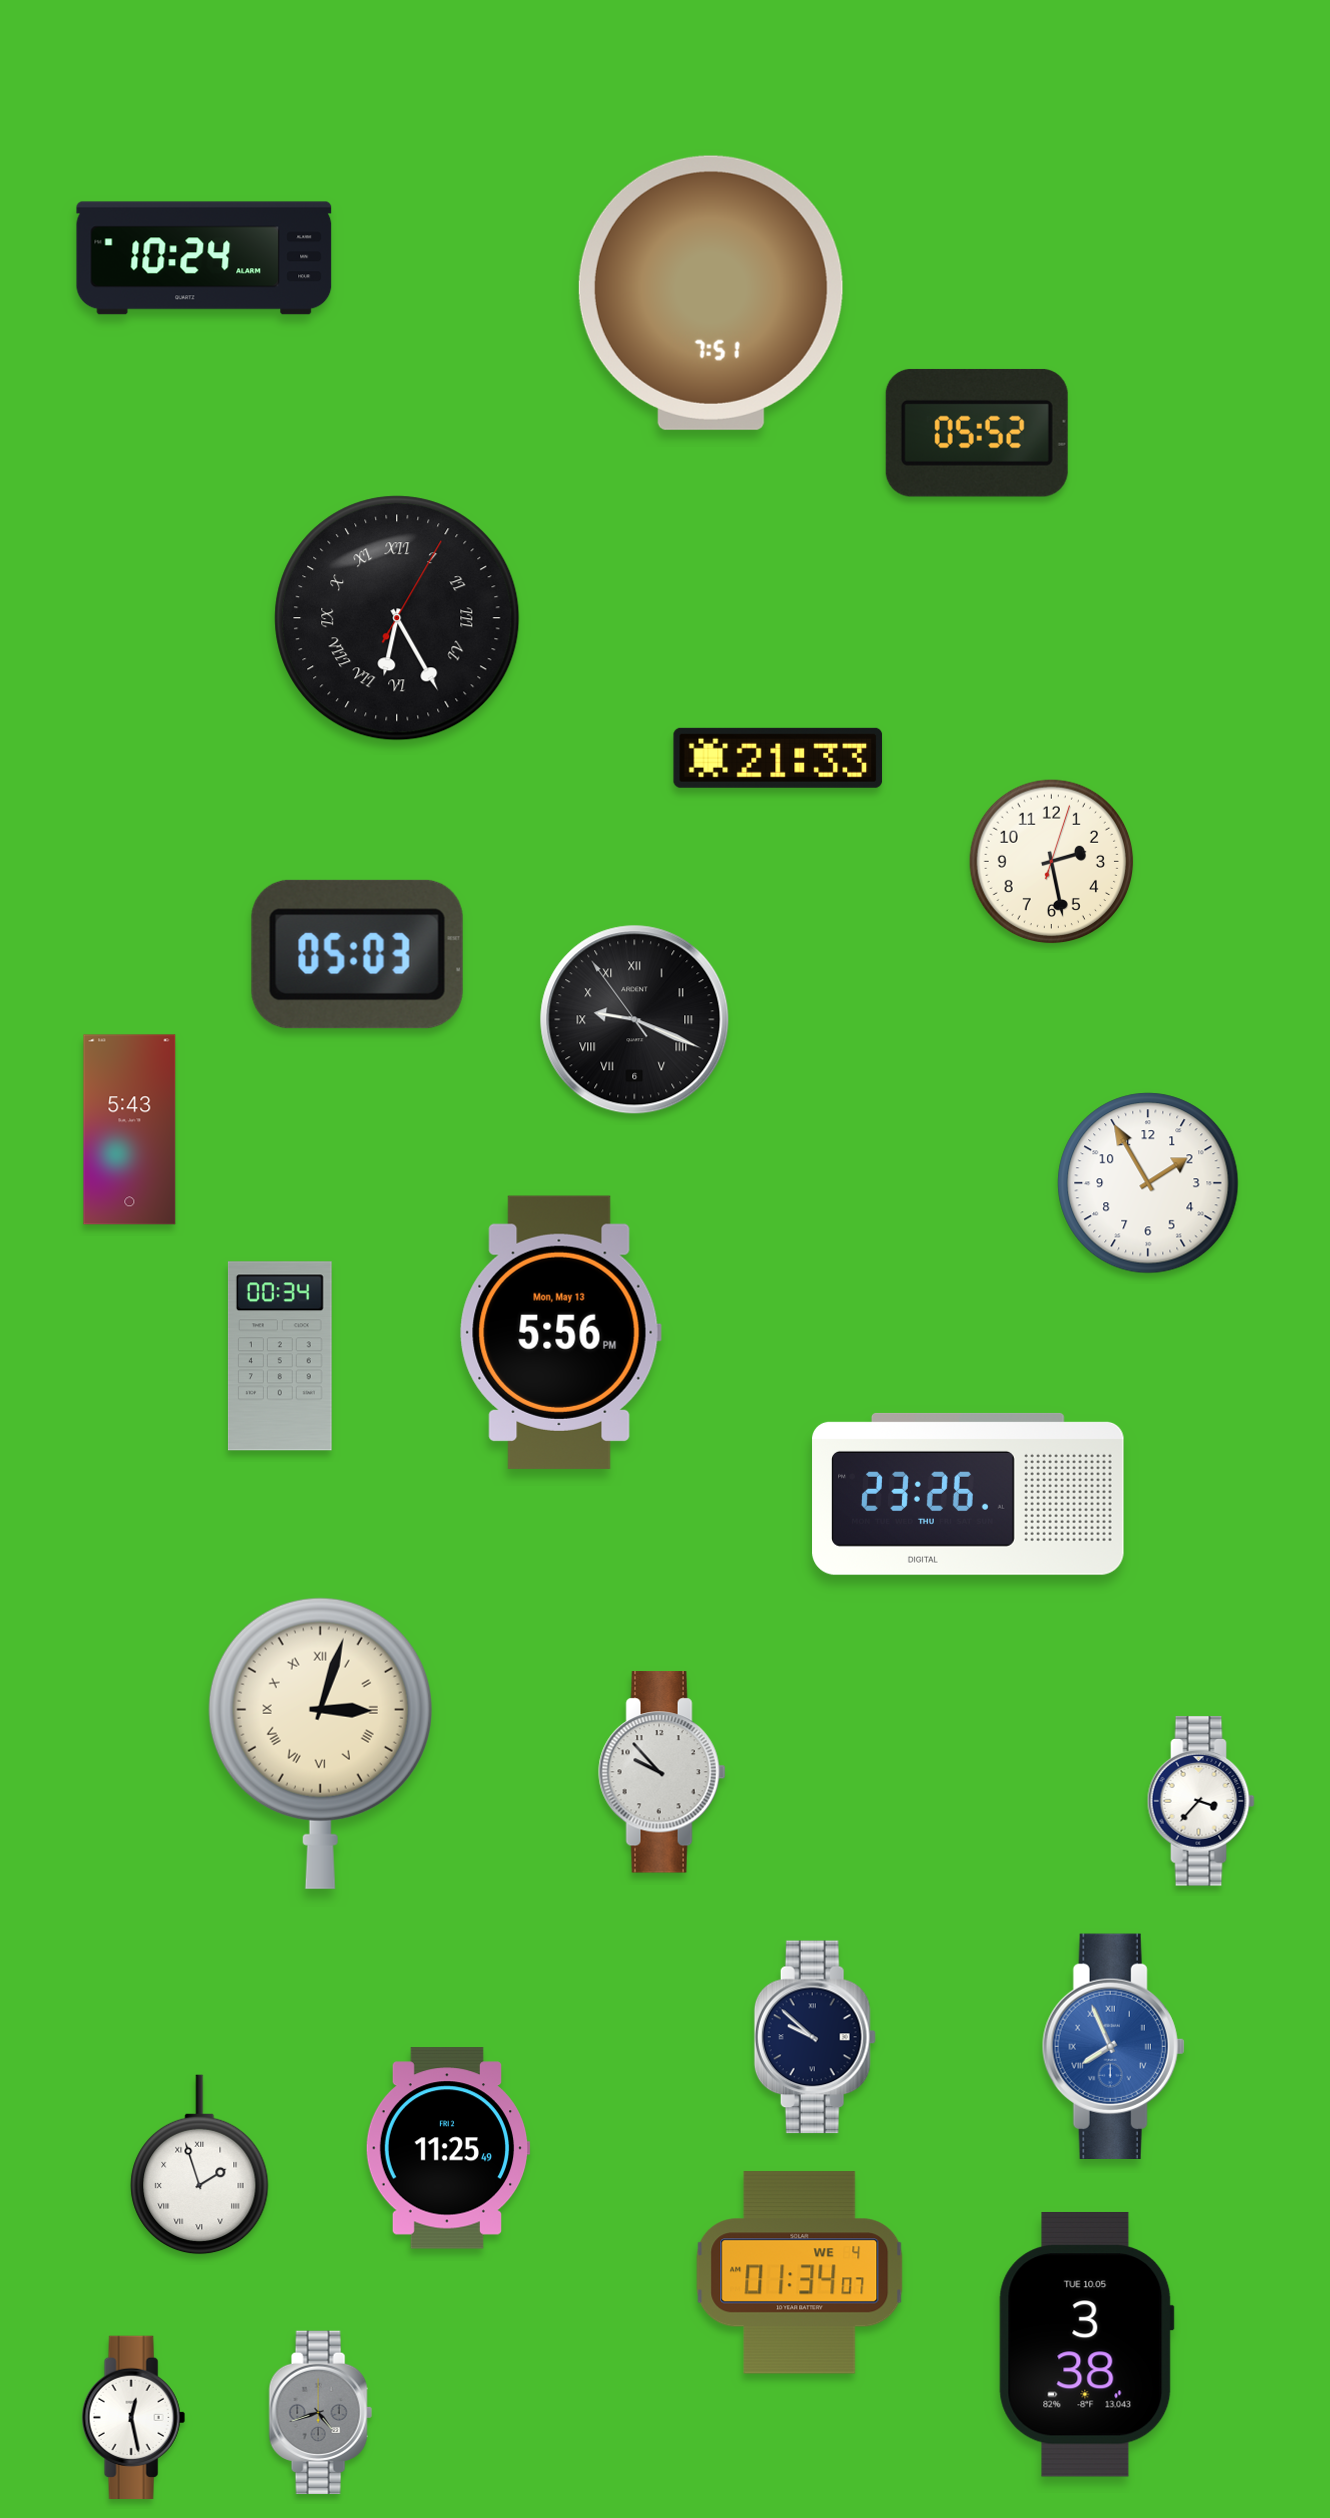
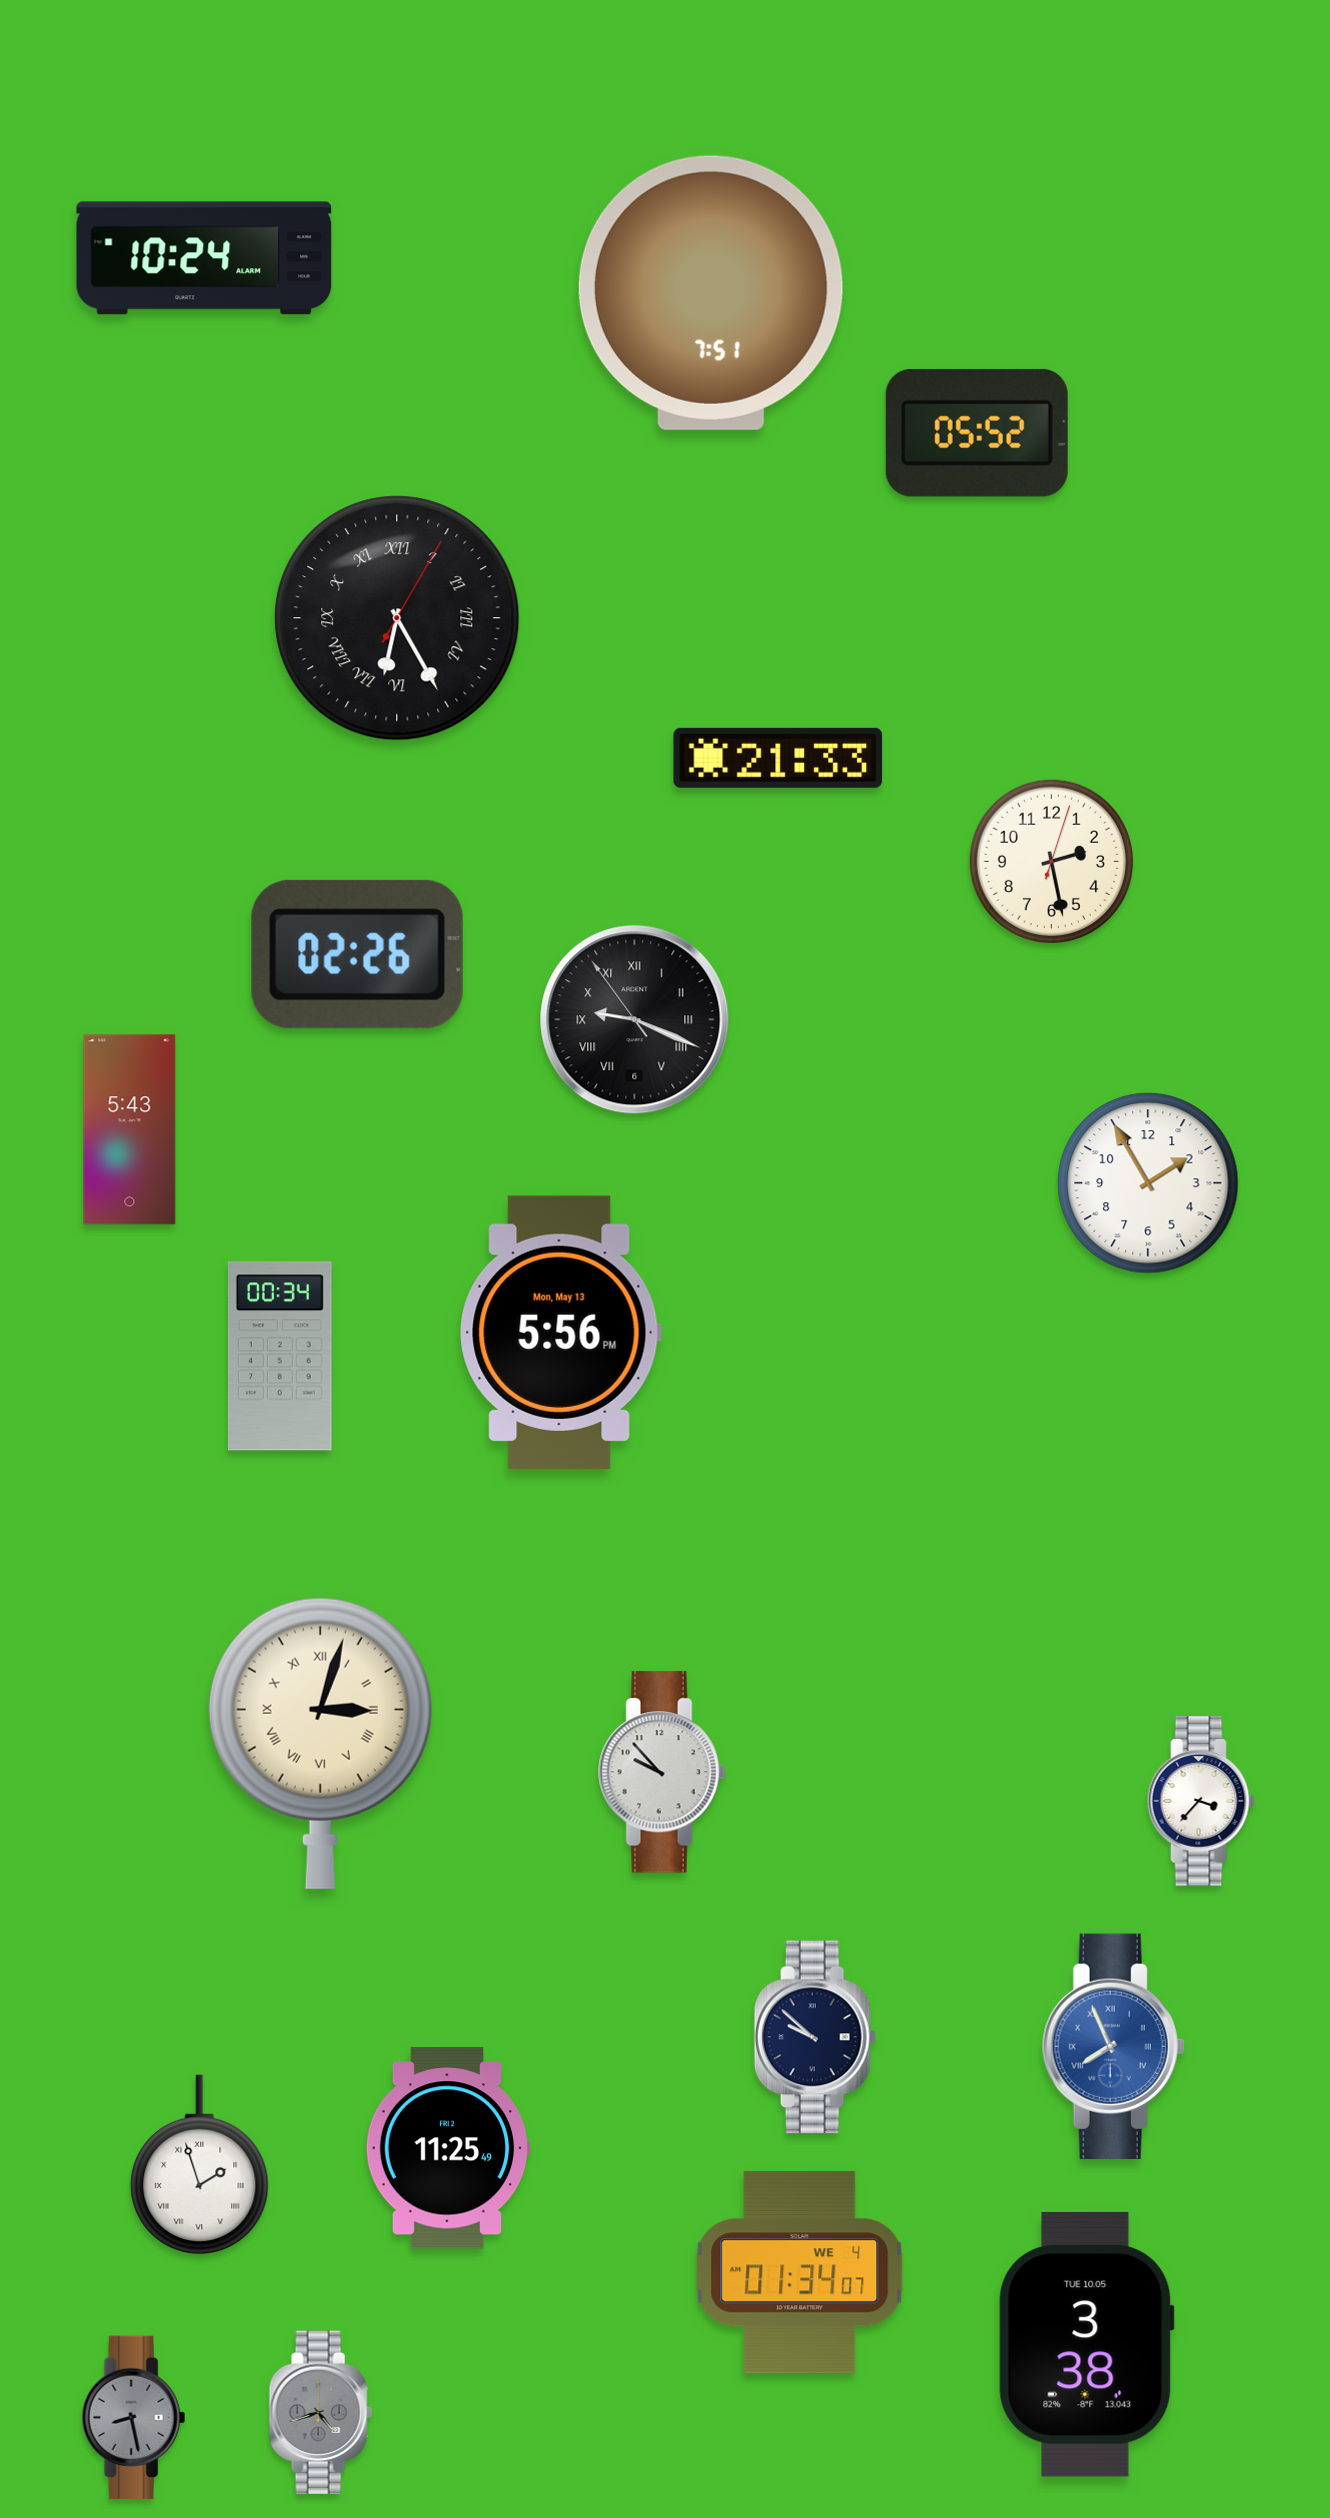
clock at (357, 954): 05:03 -> 02:26
clock at (968, 1494): 23:26 -> none
clock at (133, 2417): 12:28 -> 8:28
clock at (133, 2417) dial: white -> grey
